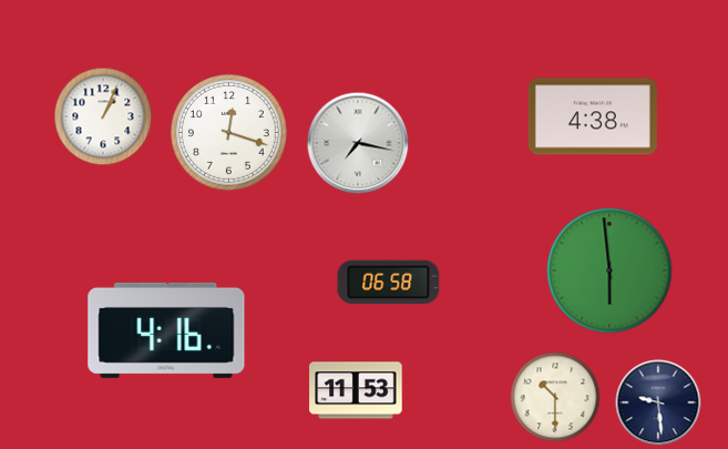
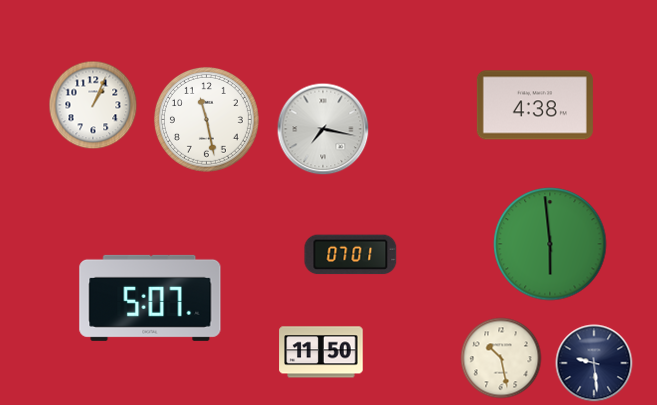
clock at (228, 132): 12:18 -> 11:28
clock at (389, 283): 06:58 -> 07:01
clock at (166, 330): 4:16 -> 5:07
clock at (356, 390): 11:53 -> 11:50
clock at (555, 397): 10:30 -> 10:28
